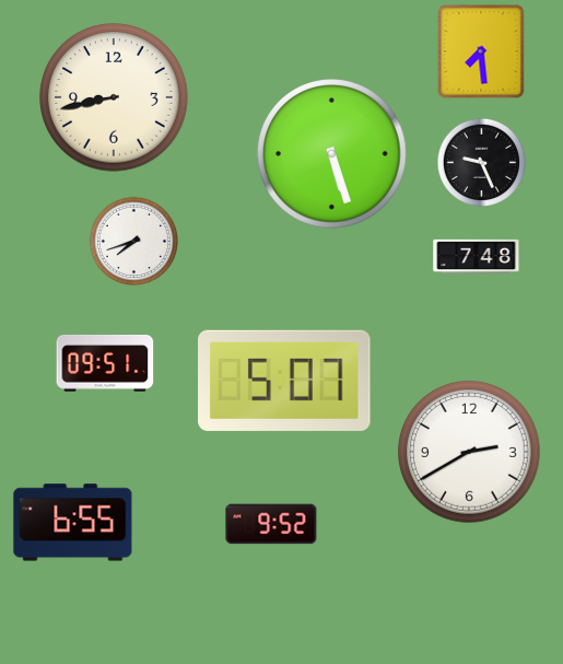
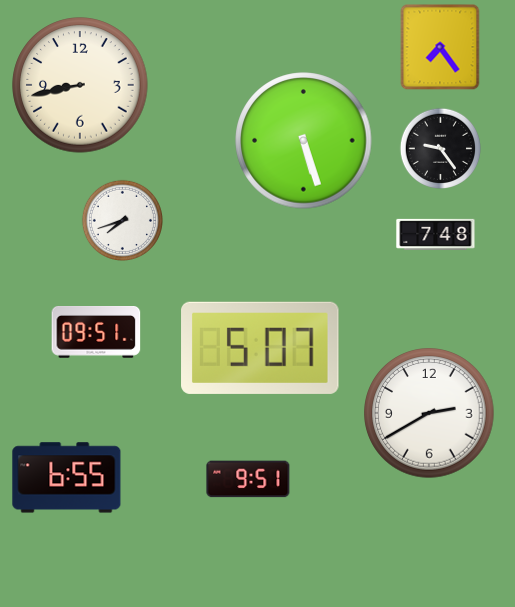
clock at (481, 51): 7:29 -> 7:24
clock at (114, 97) position: (114, 97) -> (80, 85)
clock at (481, 162): 9:26 -> 9:24
clock at (271, 524): 9:52 -> 9:51
